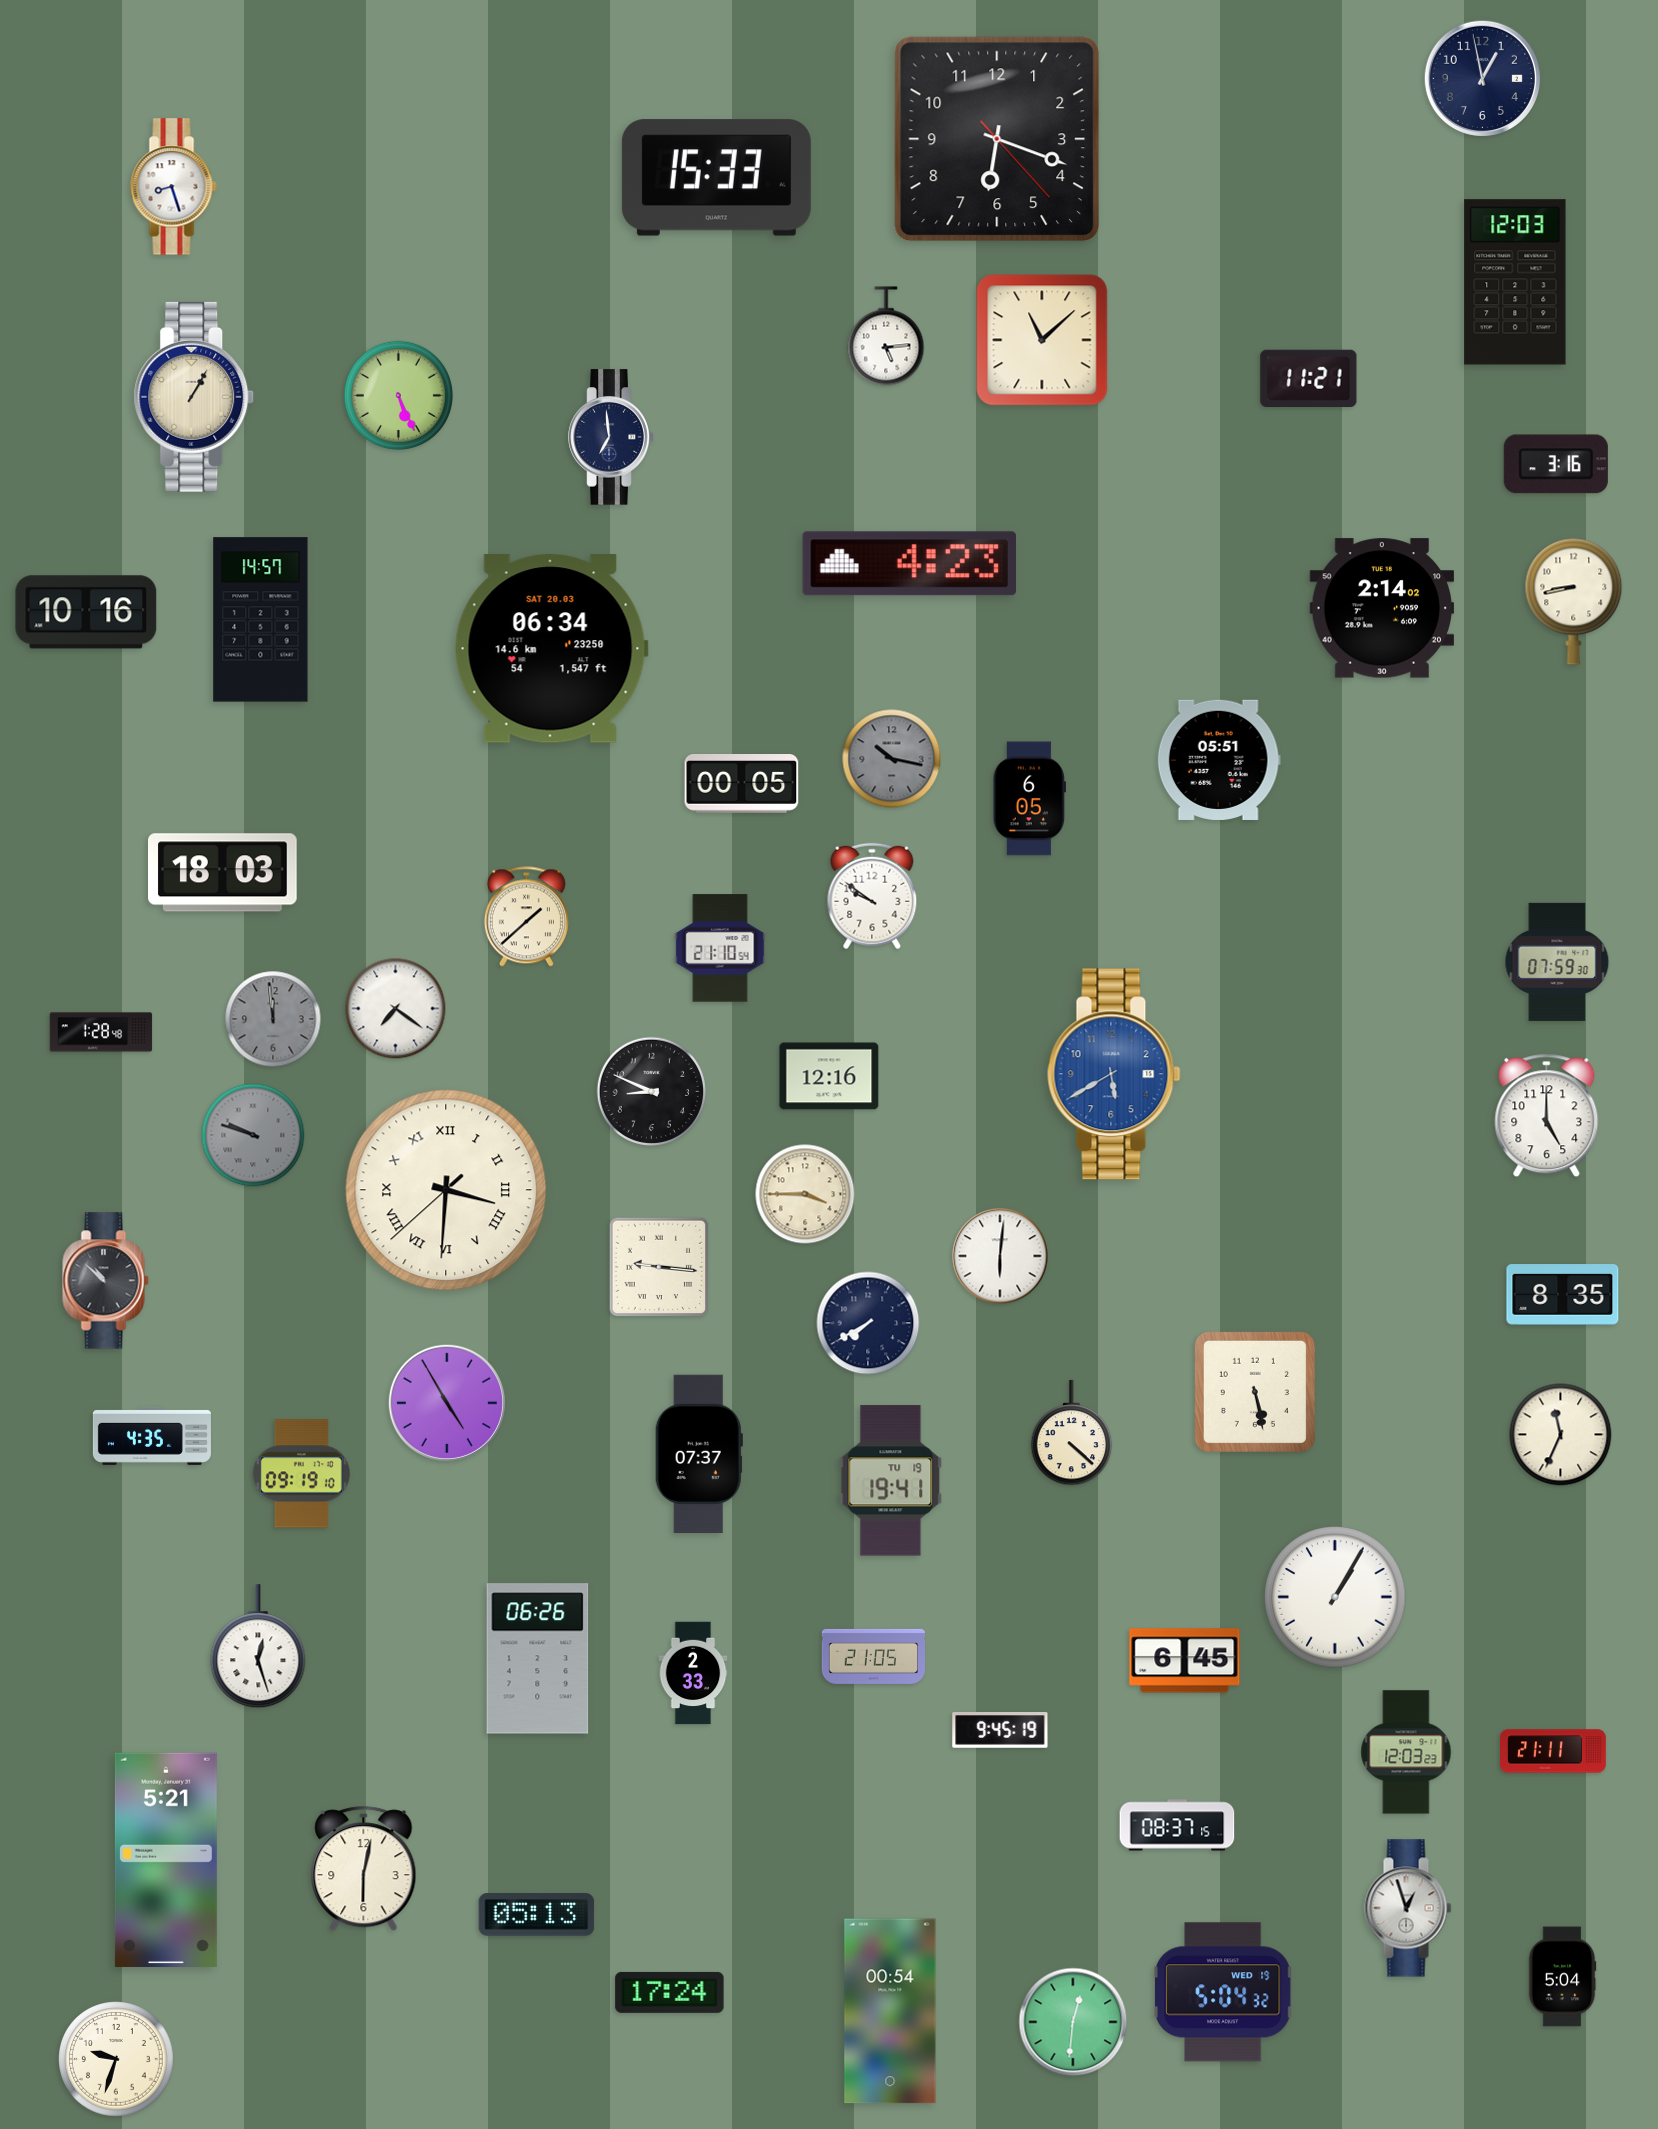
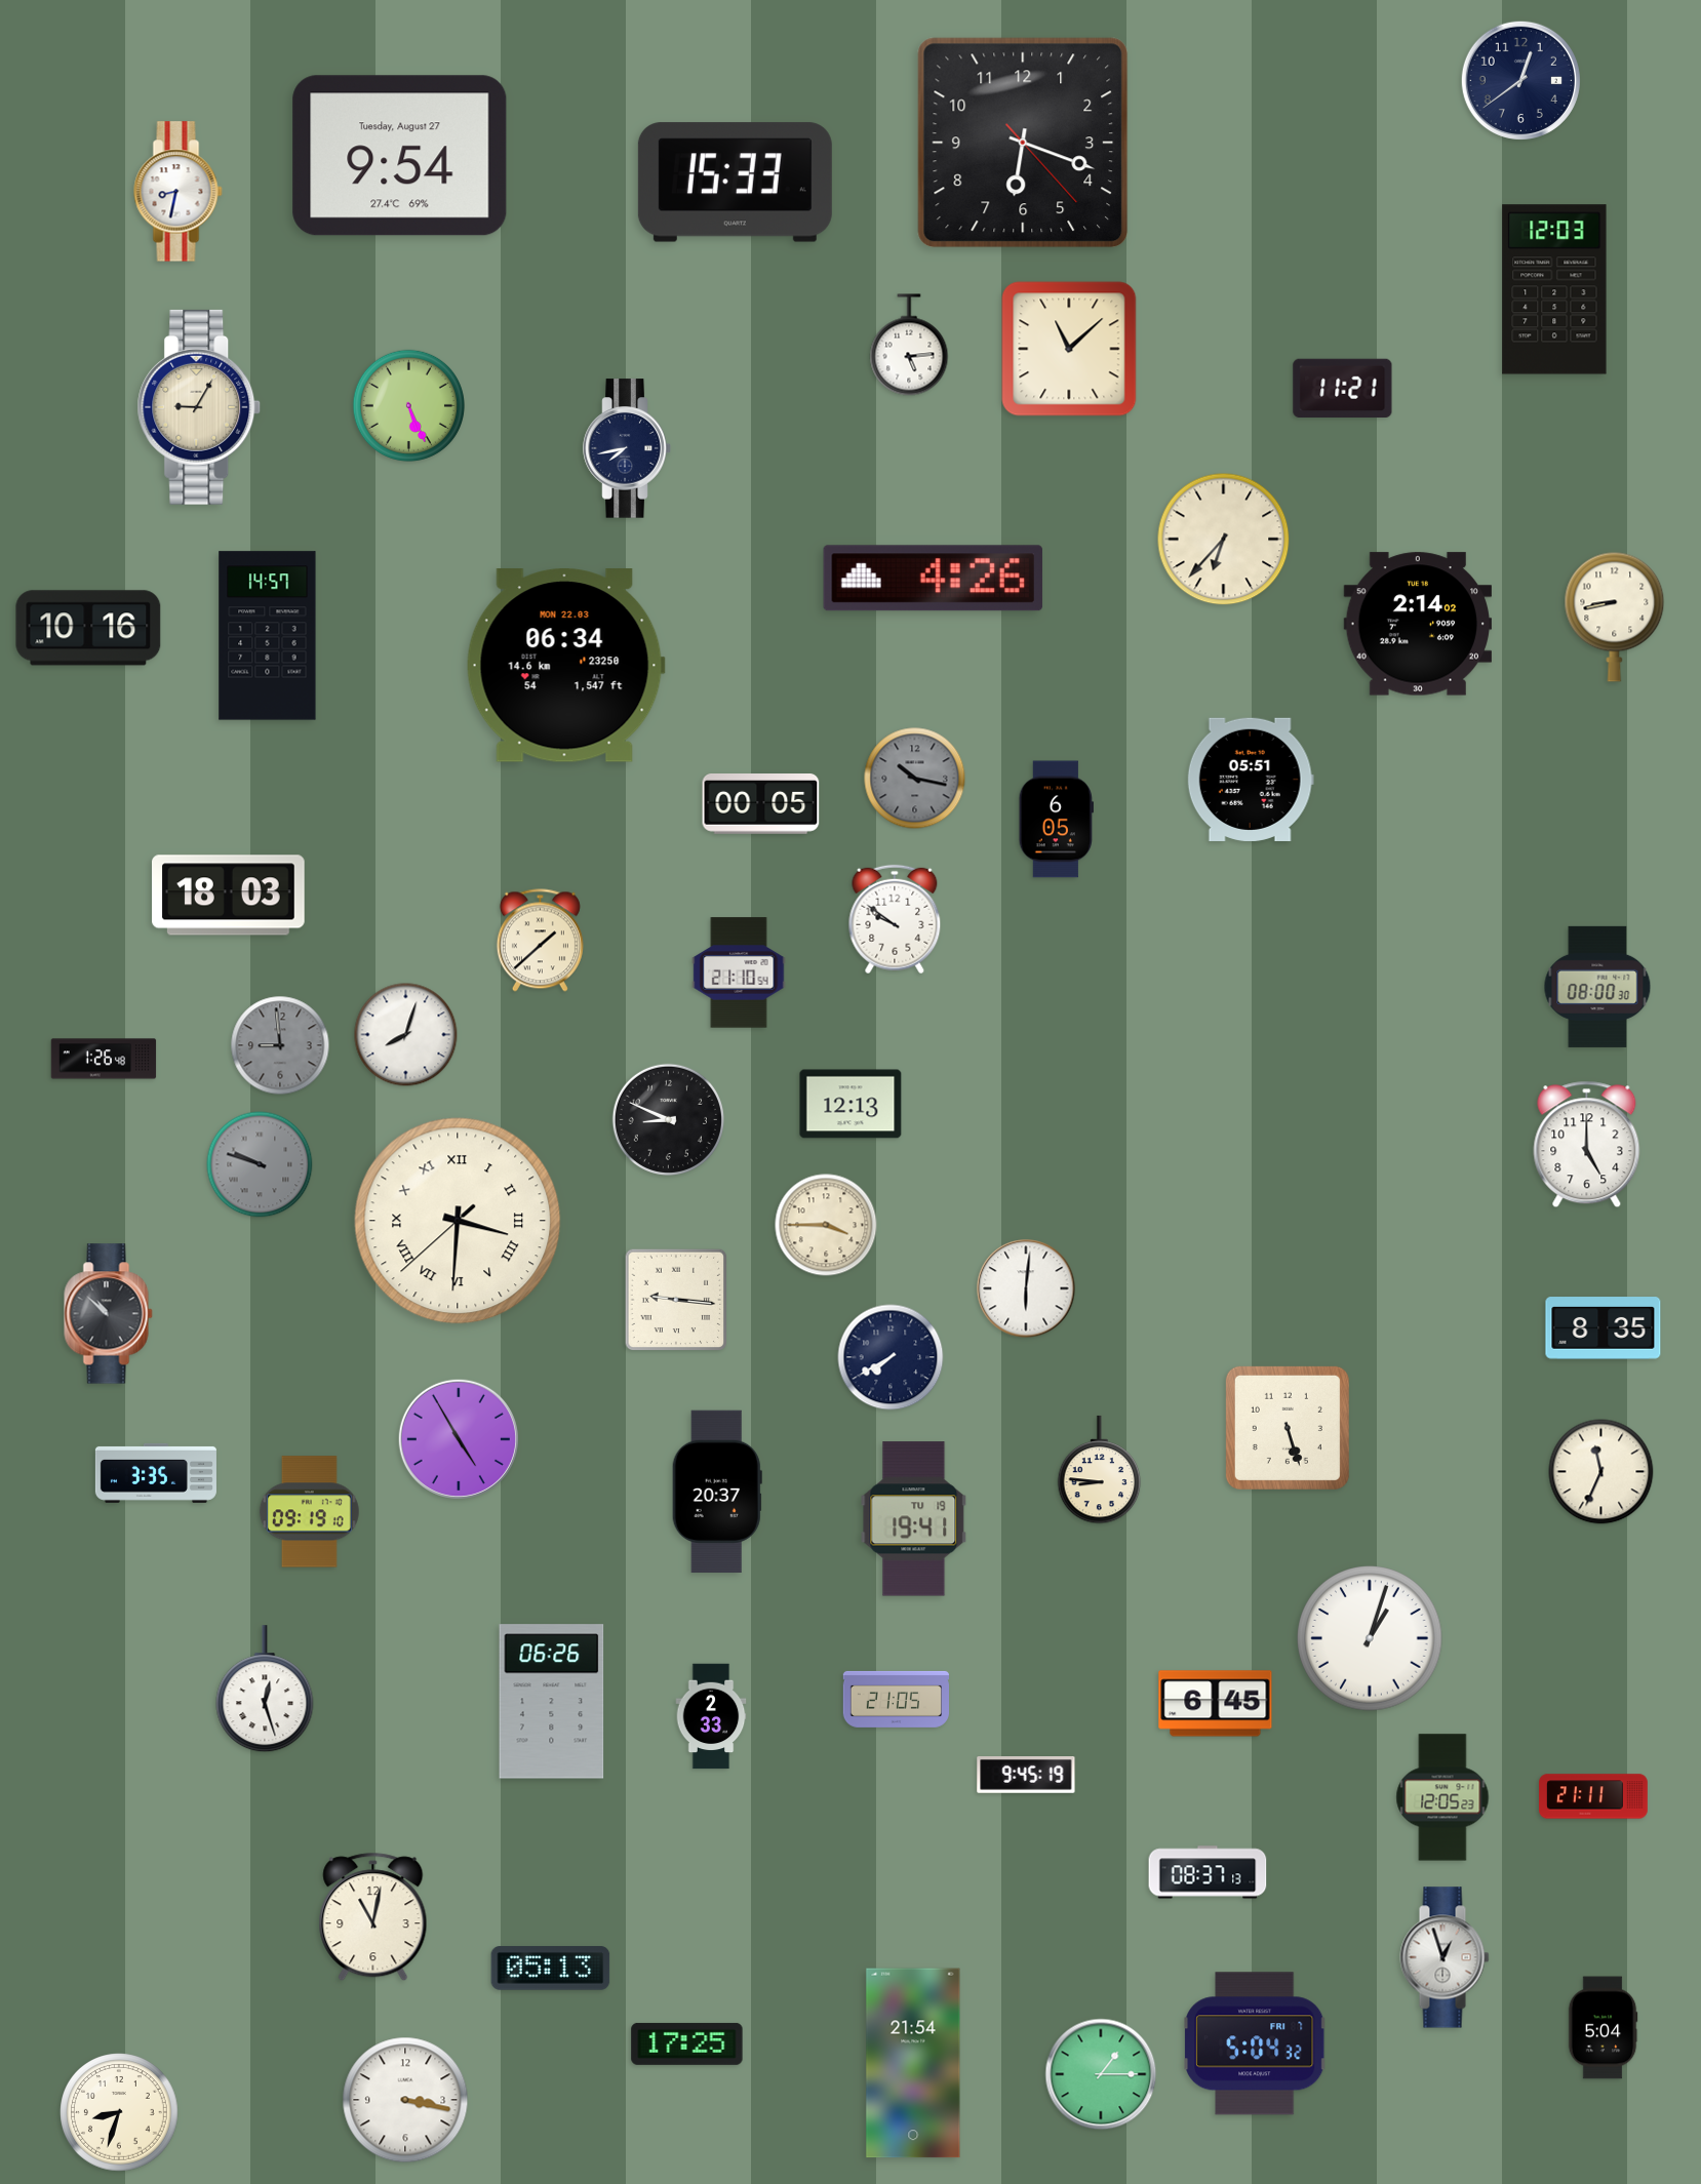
clock at (1482, 78): 12:58 -> 12:39
clock at (400, 156): none -> 9:54
clock at (174, 187): 8:27 -> 8:32
clock at (194, 397): 1:05 -> 9:05
clock at (611, 437): 6:59 -> 7:43
clock at (1556, 464): 3:16 -> none
clock at (1224, 540): none -> 6:37
clock at (909, 564): 4:23 -> 4:26
clock at (551, 649) date: SAT 20.03 -> MON 22.03
clock at (1557, 962): 07:59 -> 08:00
clock at (396, 1009): 7:21 -> 8:03
clock at (273, 1019): 11:59 -> 8:59
clock at (101, 1032): 1:28 -> 1:26
clock at (1114, 1074): 5:40 -> none
clock at (829, 1076): 12:16 -> 12:13
clock at (1255, 1392): 5:28 -> 5:27
clock at (1072, 1433): 4:22 -> 8:46
clock at (152, 1436): 4:35 -> 3:35
clock at (699, 1454): 07:37 -> 20:37
clock at (1335, 1597): 1:05 -> 1:03
clock at (1406, 1752): 12:03 -> 12:05
clock at (1177, 1825): 08:37:15 -> 08:37:13
clock at (166, 1860): 5:21 -> none
clock at (364, 1869): 6:02 -> 11:02
clock at (537, 1915) position: (537, 1915) -> (551, 1969)
clock at (670, 1992): 17:24 -> 17:25
clock at (1224, 1992) date: WED 19 -> FRI 7
clock at (890, 2011): 00:54 -> 21:54
clock at (1073, 2022): 12:31 -> 1:15
clock at (405, 2100): none -> 3:17
clock at (116, 2059): 9:33 -> 8:33
